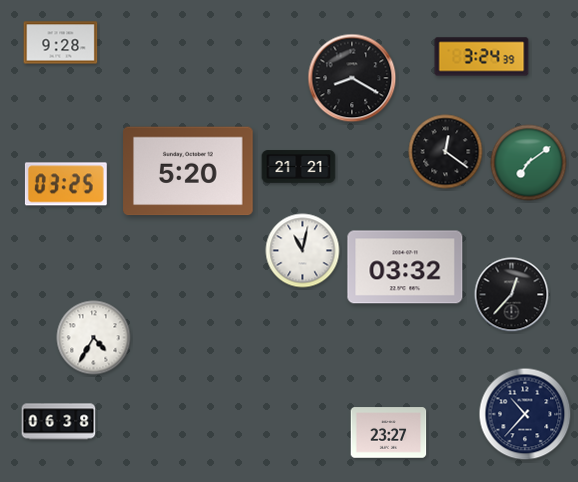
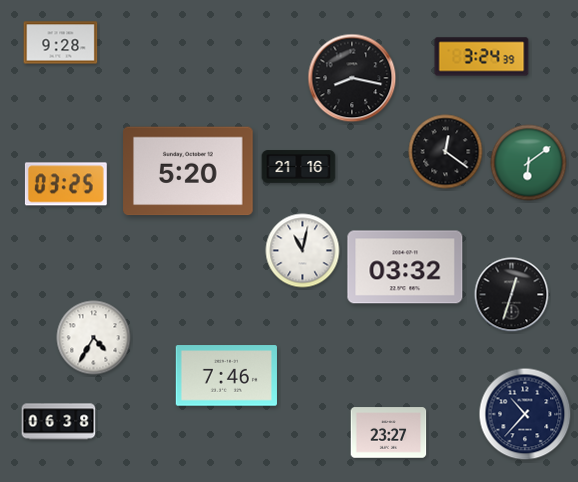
clock at (352, 78): 8:20 -> 8:17
clock at (529, 163): 7:09 -> 6:09
clock at (299, 167): 21:21 -> 21:16
clock at (512, 295): 12:37 -> 12:33
clock at (226, 376): none -> 7:46
